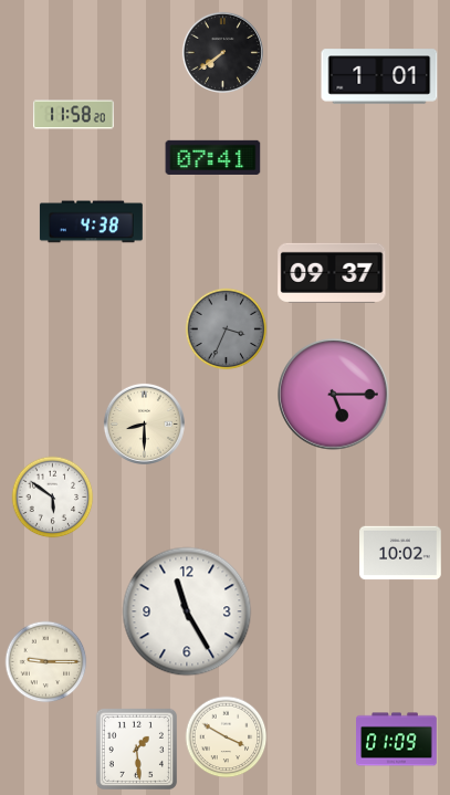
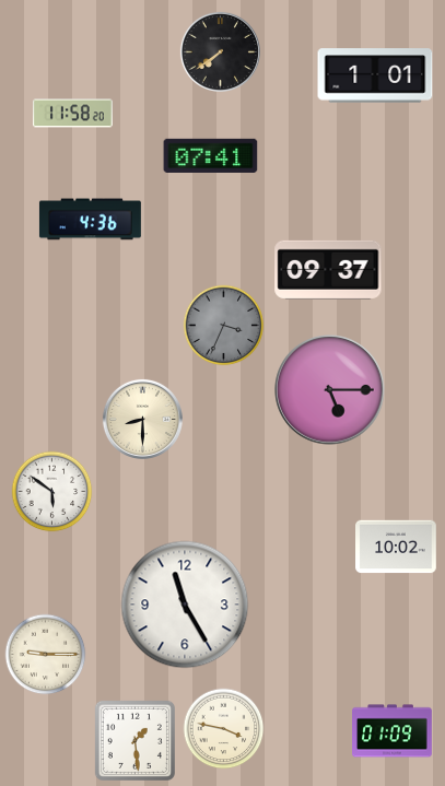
clock at (91, 222): 4:38 -> 4:36
clock at (227, 738): 3:50 -> 3:47
